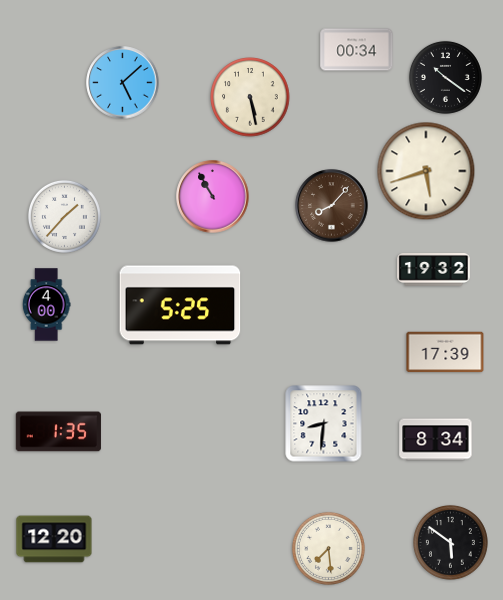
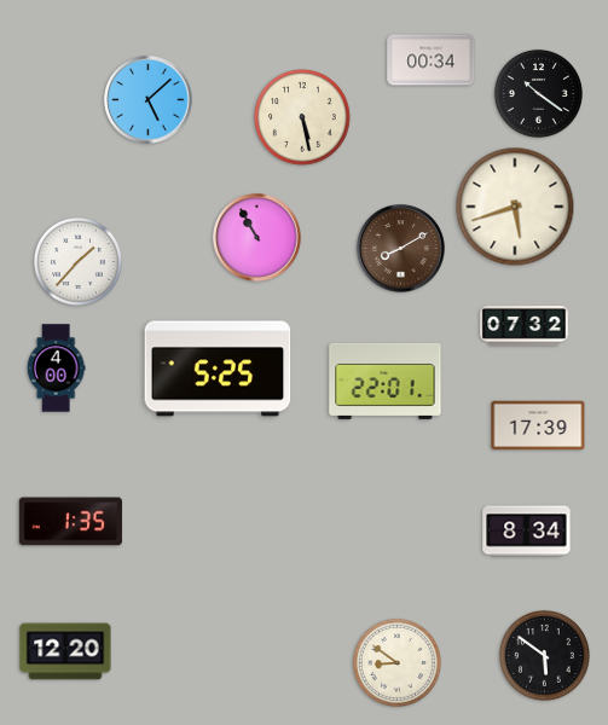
clock at (332, 206): 8:07 -> 8:10
clock at (434, 270): 19:32 -> 07:32
clock at (386, 381): none -> 22:01
clock at (324, 424): 8:31 -> none
clock at (328, 548): 7:29 -> 8:51
